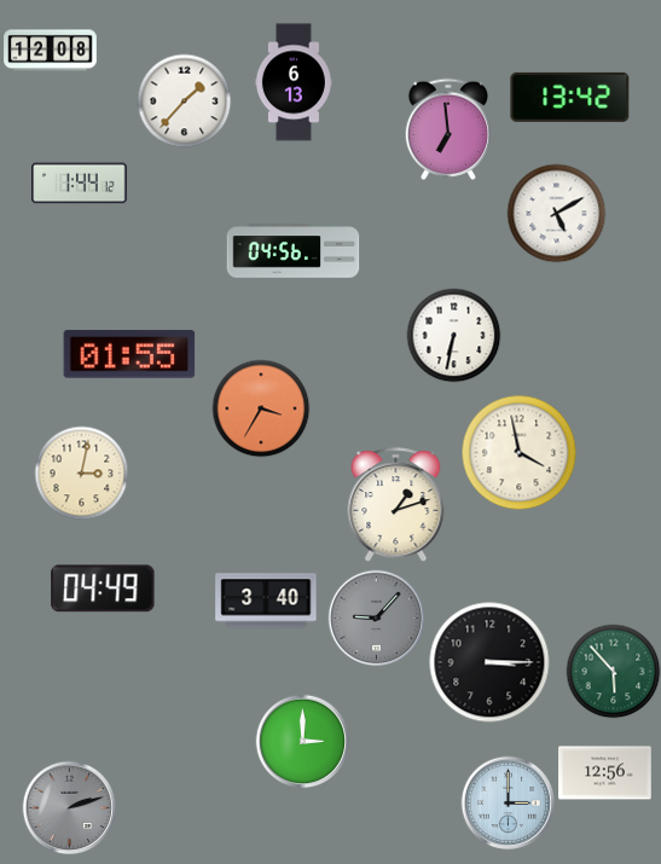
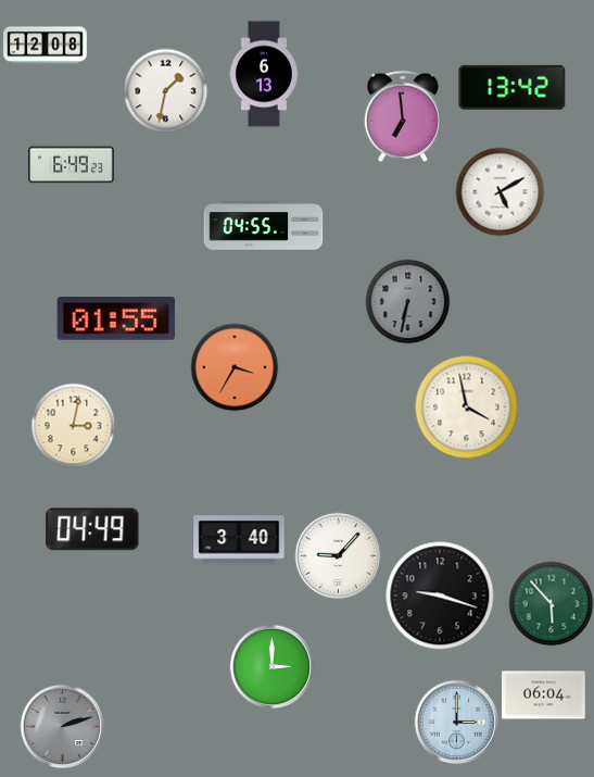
clock at (184, 100): 1:37 -> 1:32
clock at (80, 184): 1:44 -> 6:49
clock at (294, 251): 04:56 -> 04:55
clock at (453, 335) dial: white -> grey
clock at (396, 505): 1:12 -> none
clock at (376, 617) dial: grey -> white
clock at (489, 662): 3:15 -> 9:18
clock at (605, 773): 12:56 -> 06:04
